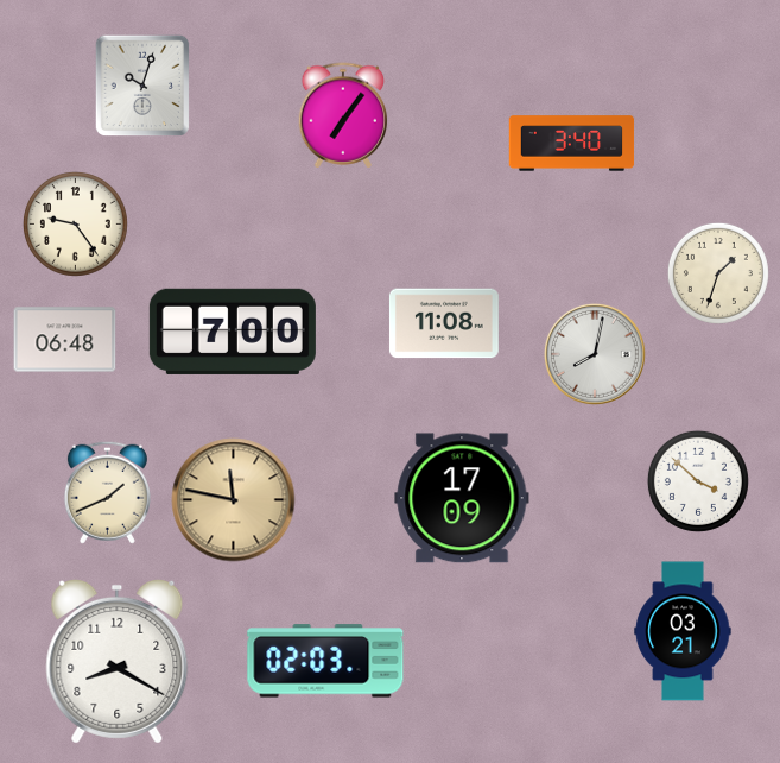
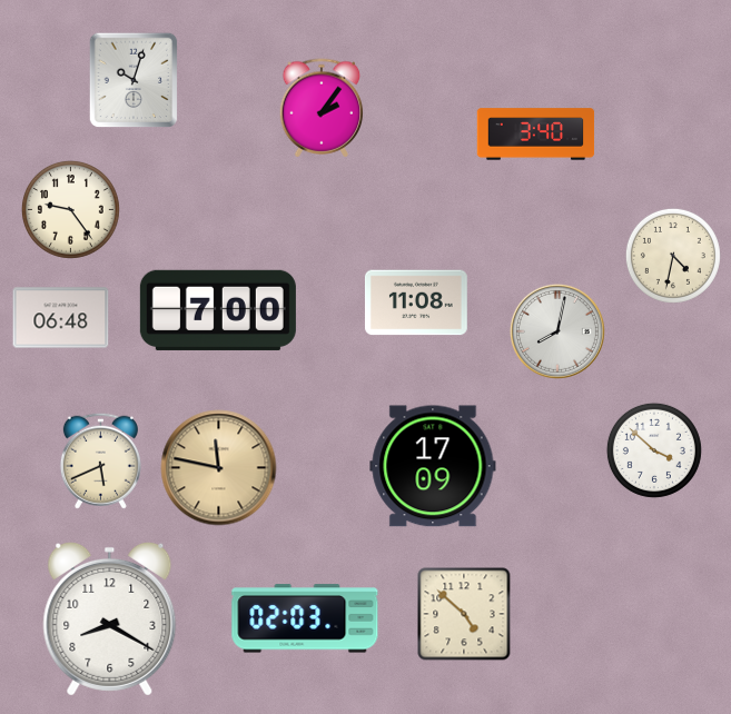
clock at (343, 115): 7:06 -> 2:06
clock at (718, 273): 1:33 -> 4:32
clock at (107, 492): 1:41 -> 5:41
clock at (683, 631): 03:21 -> none
clock at (464, 614): none -> 4:52
